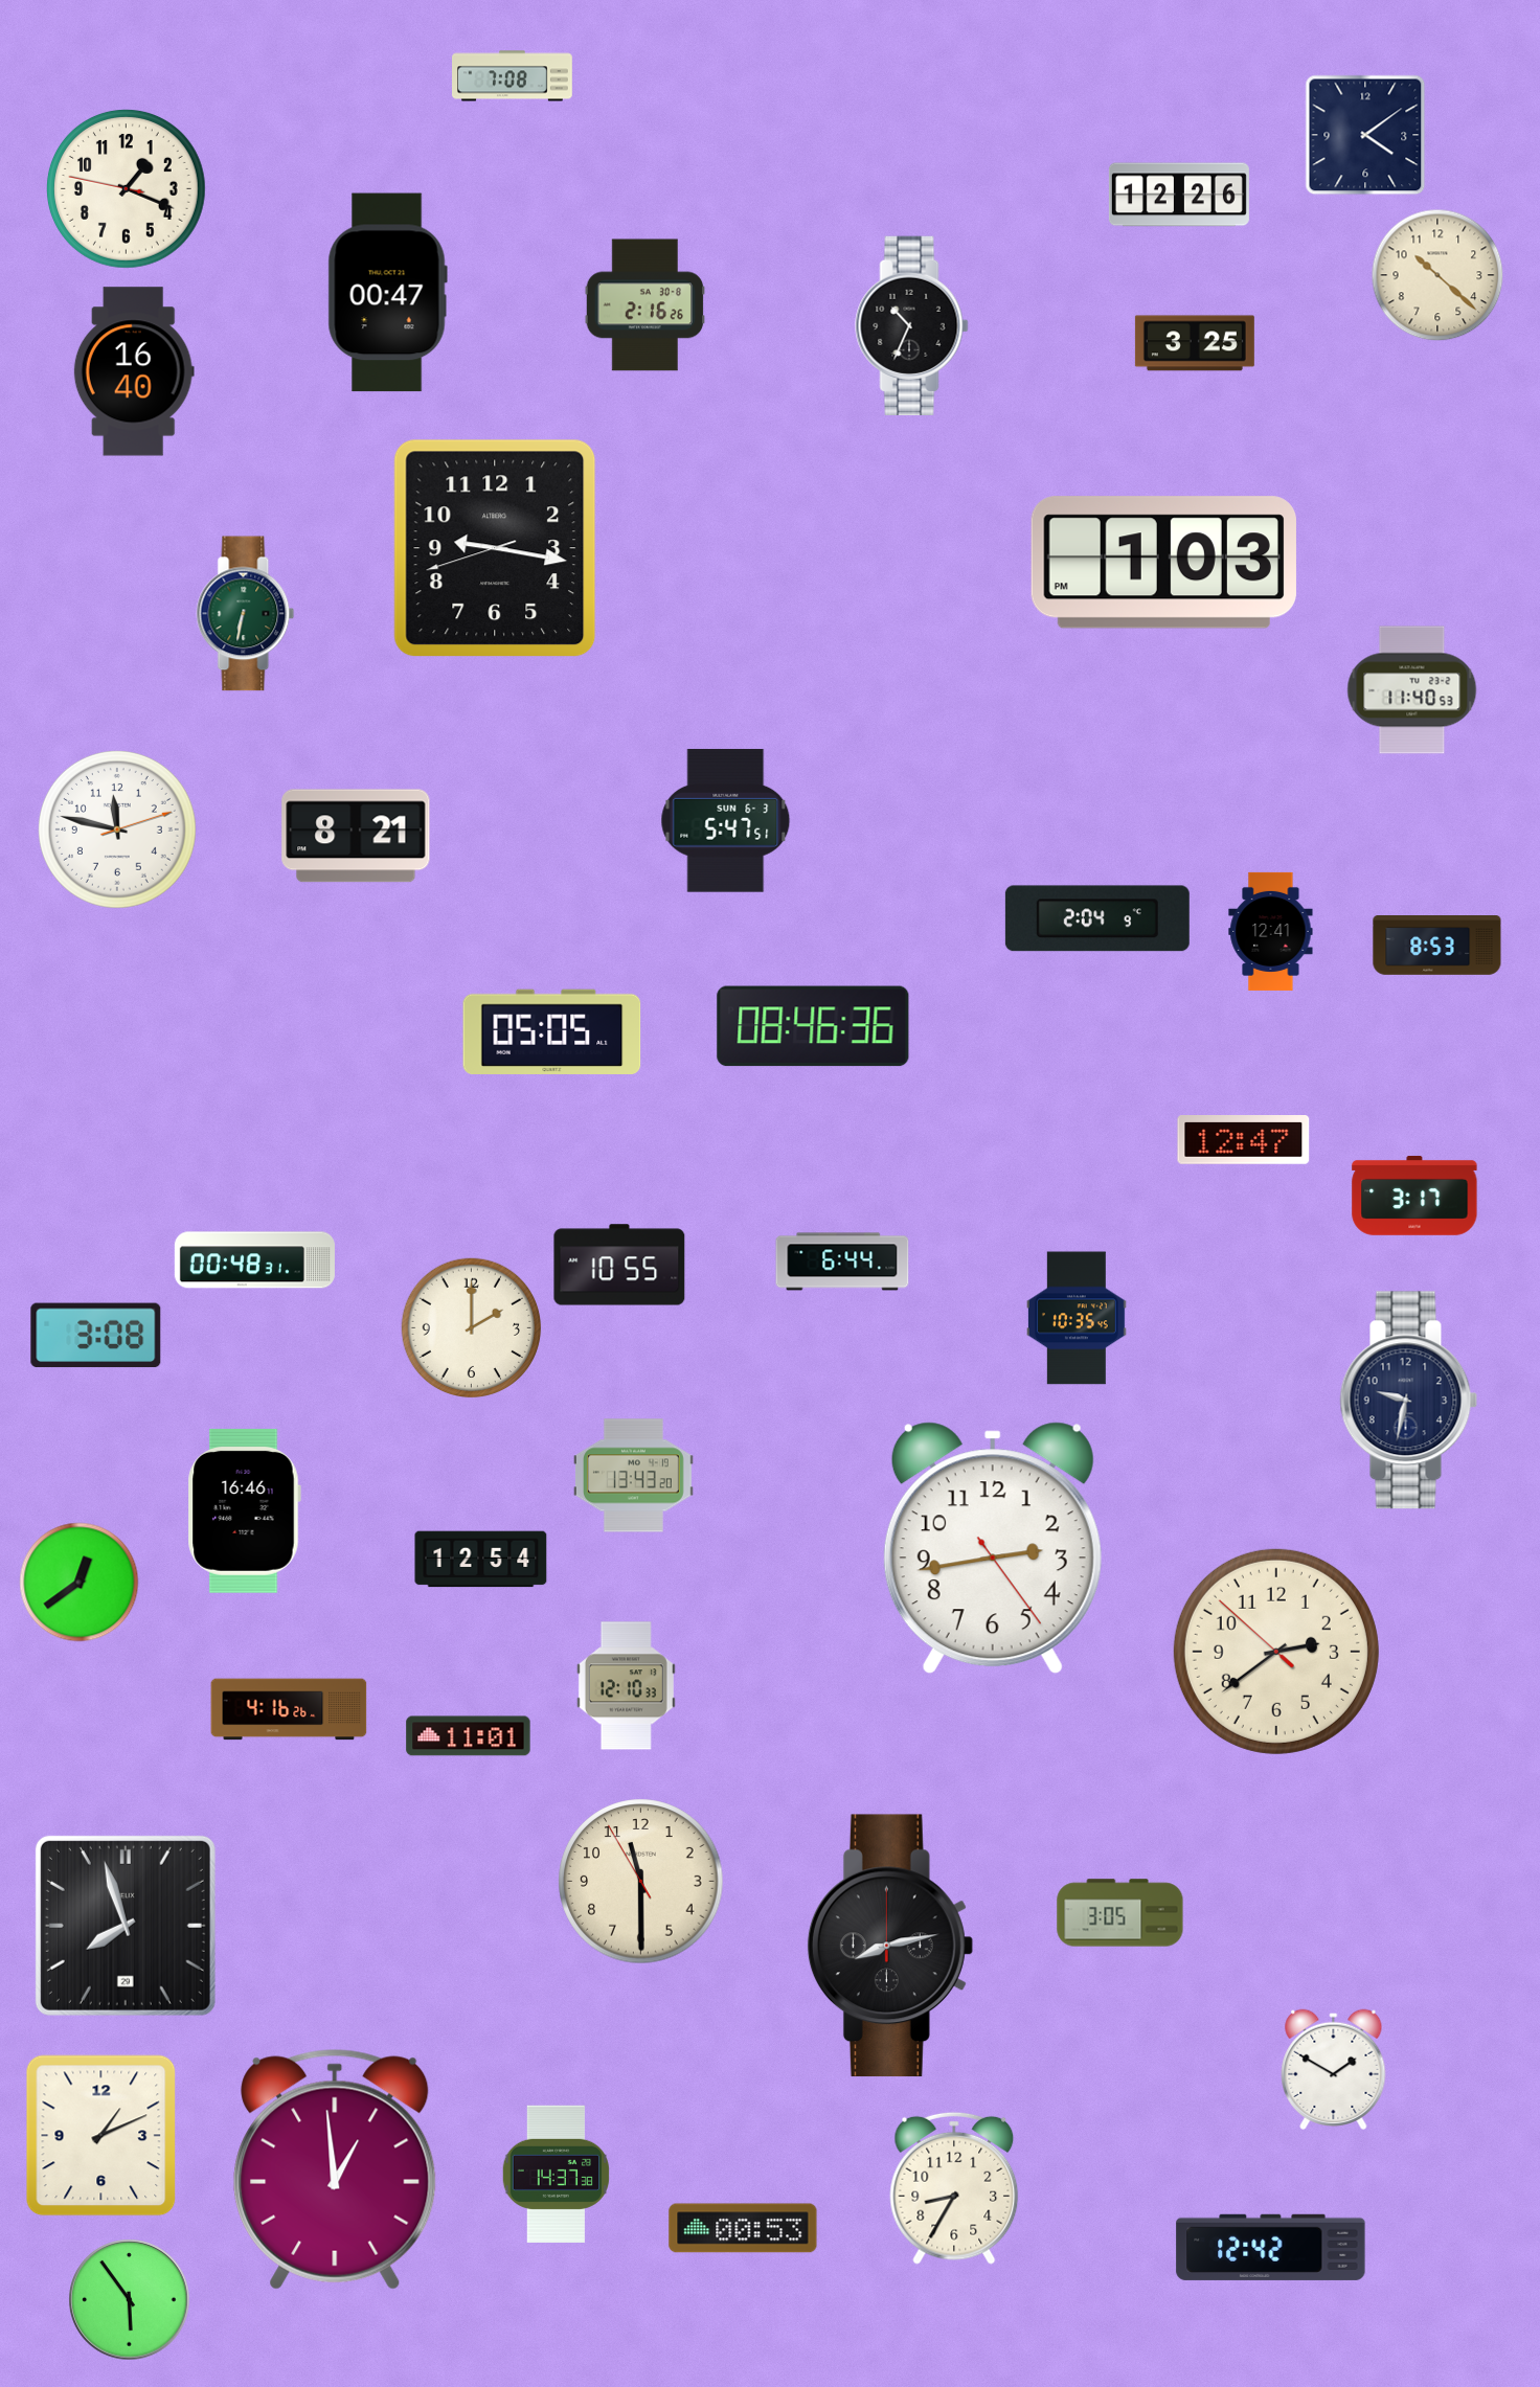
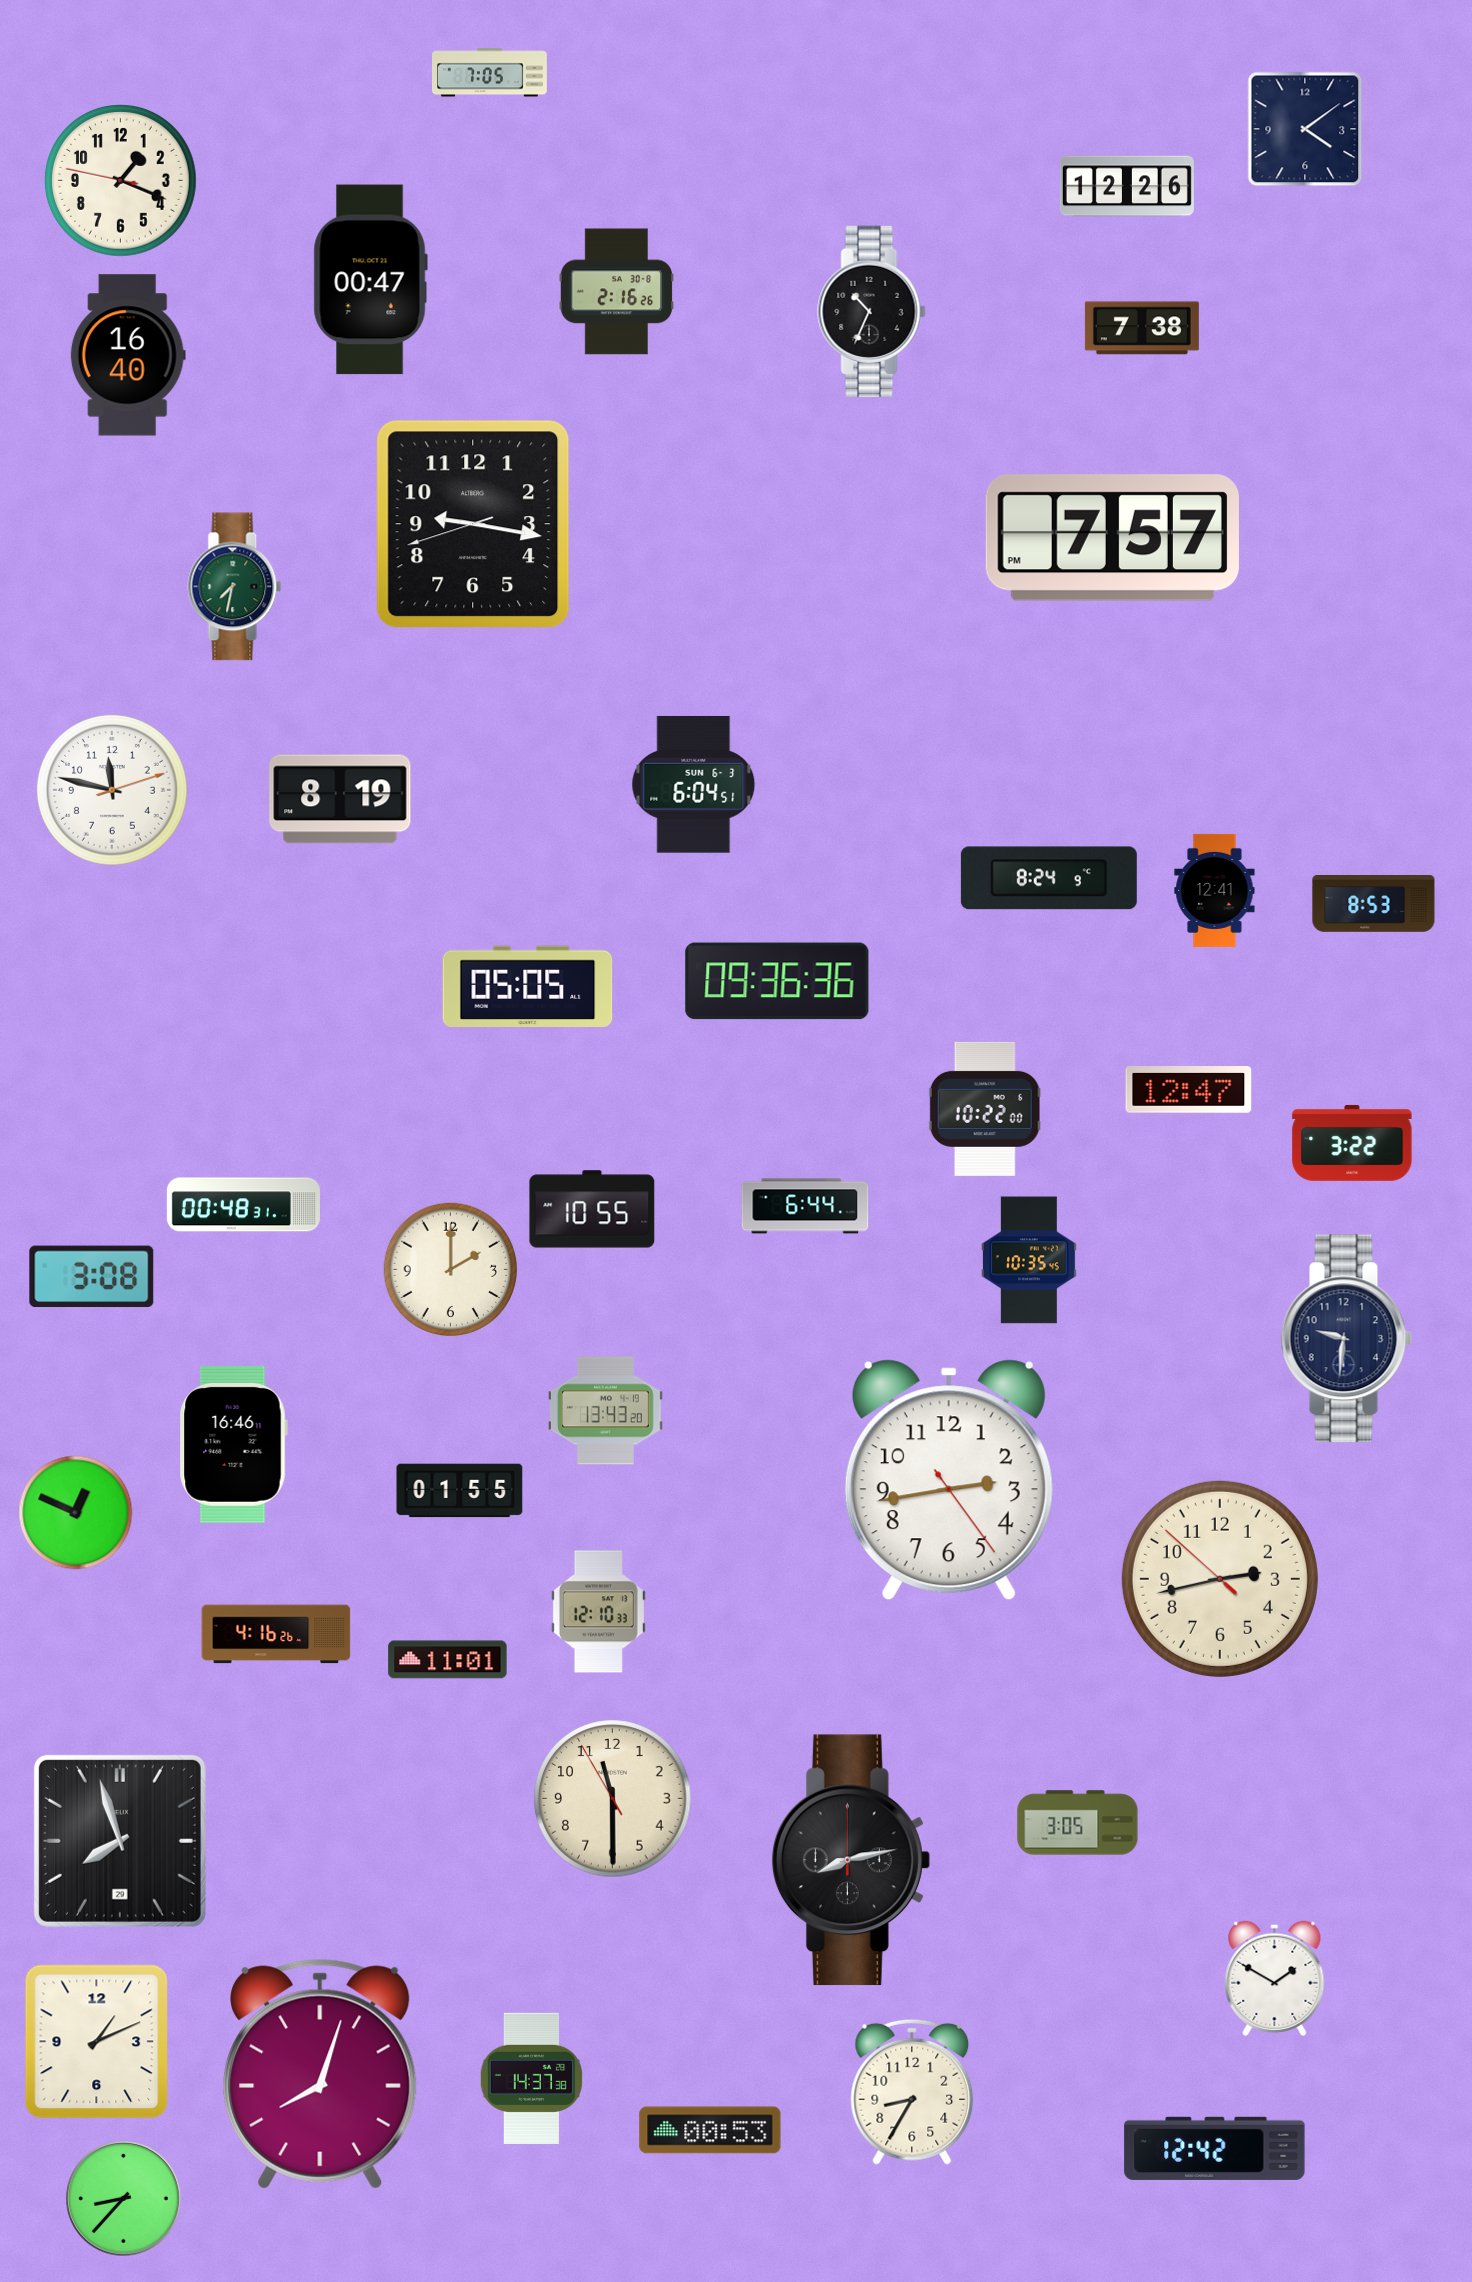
clock at (513, 76): 7:08 -> 7:05
clock at (1437, 275): 10:22 -> none
clock at (1195, 343): 3:25 -> 7:38
clock at (1163, 563): 1:03 -> 7:57
clock at (246, 614): 6:32 -> 7:32
clock at (1412, 690): 11:40 -> none
clock at (726, 820): 5:47 -> 6:04
clock at (117, 829) position: (117, 829) -> (112, 790)
clock at (356, 836): 8:21 -> 8:19
clock at (1097, 918): 2:04 -> 8:24
clock at (813, 1026): 08:46 -> 09:36
clock at (985, 1109): none -> 10:22
clock at (1414, 1196): 3:17 -> 3:22
clock at (1409, 1401): 9:32 -> 9:31
clock at (481, 1560): 12:54 -> 01:55
clock at (80, 1583): 12:39 -> 12:49
clock at (1276, 1652): 2:38 -> 2:42
clock at (1120, 1913) position: (1120, 1913) -> (1078, 1823)
clock at (335, 2169): 12:59 -> 8:03
clock at (130, 2300): 5:54 -> 8:37
